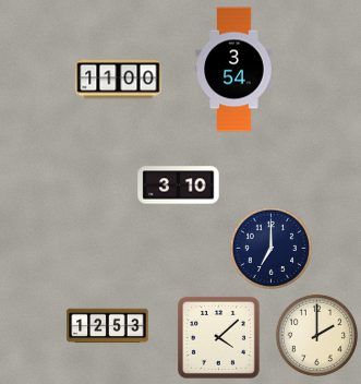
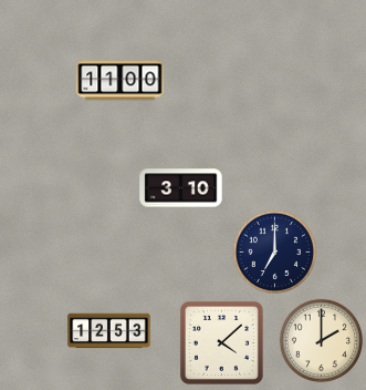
clock at (234, 70): 3:54 -> none
